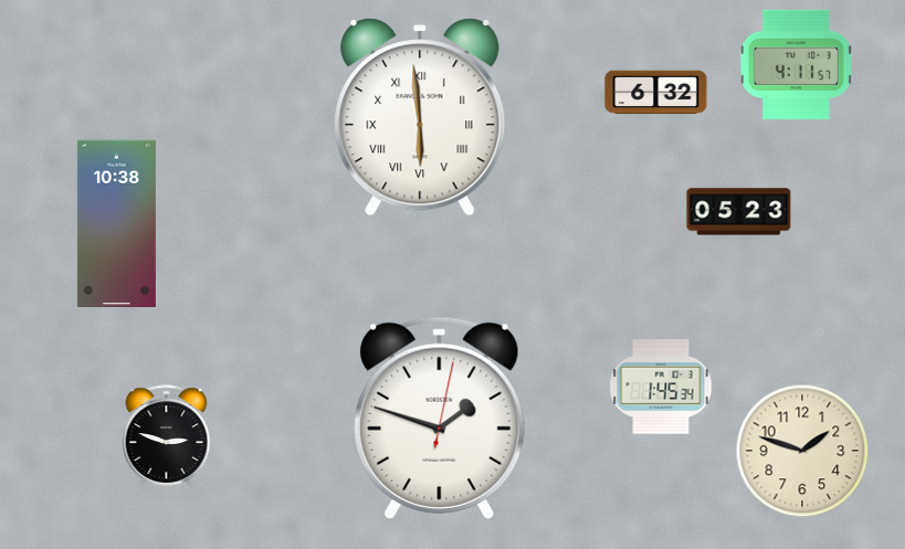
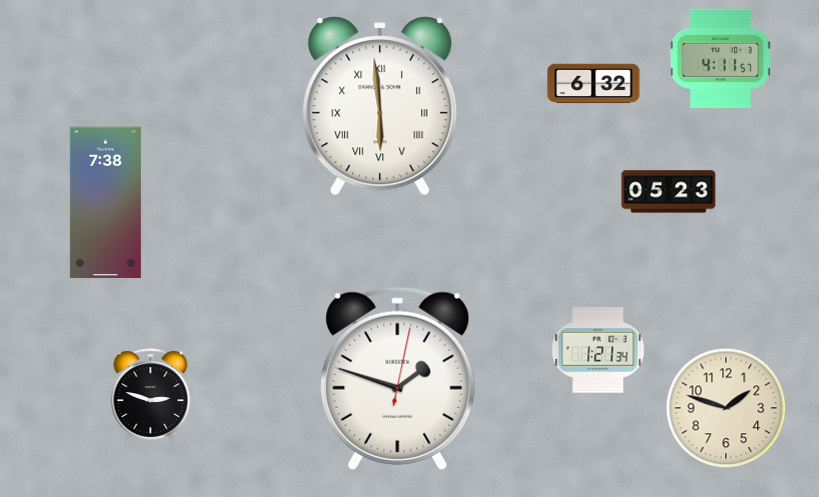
clock at (116, 223): 10:38 -> 7:38
clock at (661, 387): 1:45 -> 1:21
